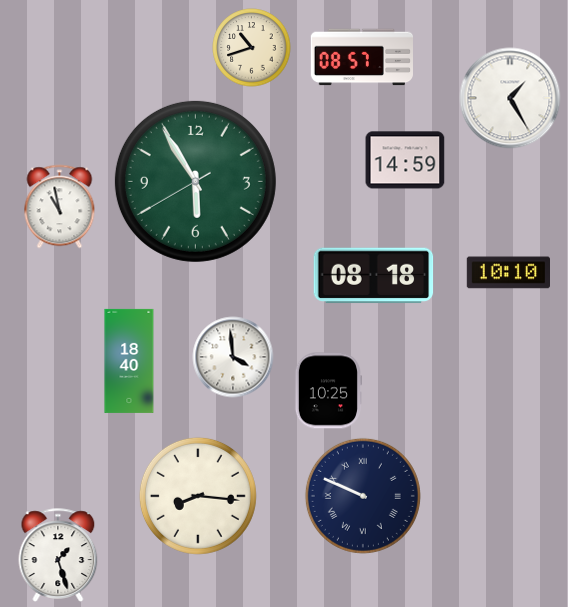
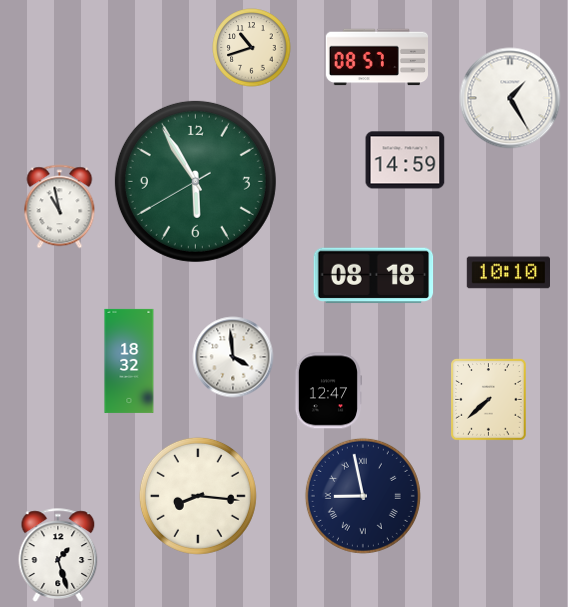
clock at (361, 57) position: (361, 57) -> (376, 57)
clock at (129, 361): 18:40 -> 18:32
clock at (327, 391): 10:25 -> 12:47
clock at (489, 400): none -> 7:38
clock at (363, 496): 9:49 -> 8:58
